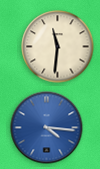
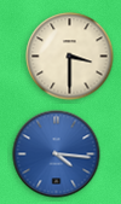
clock at (58, 47): 11:31 -> 3:30
